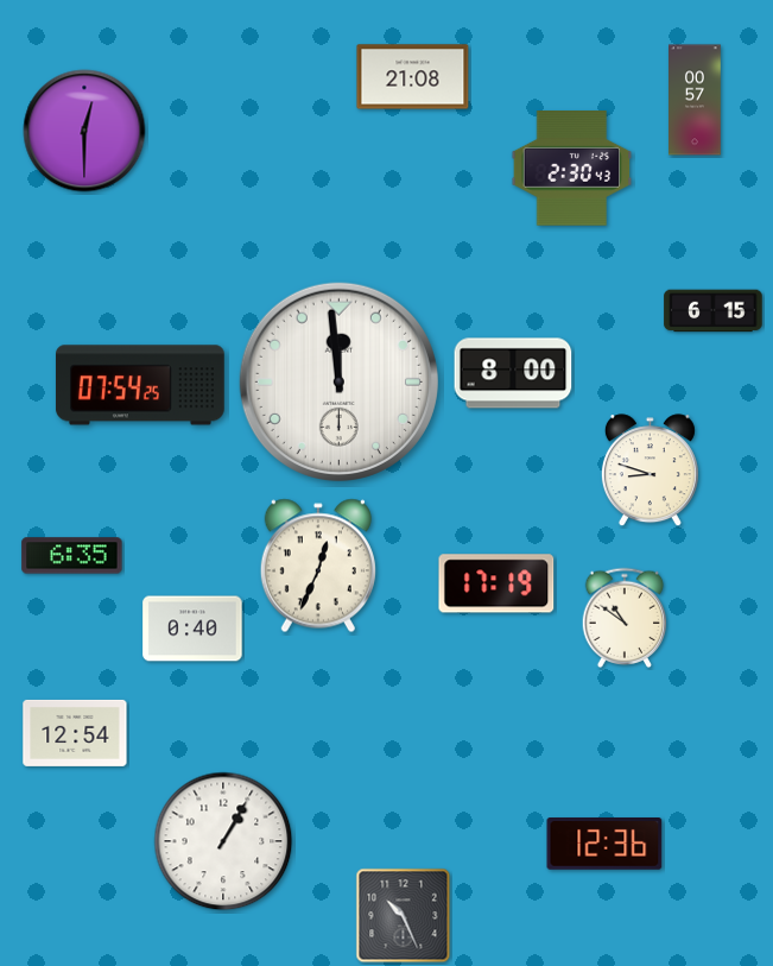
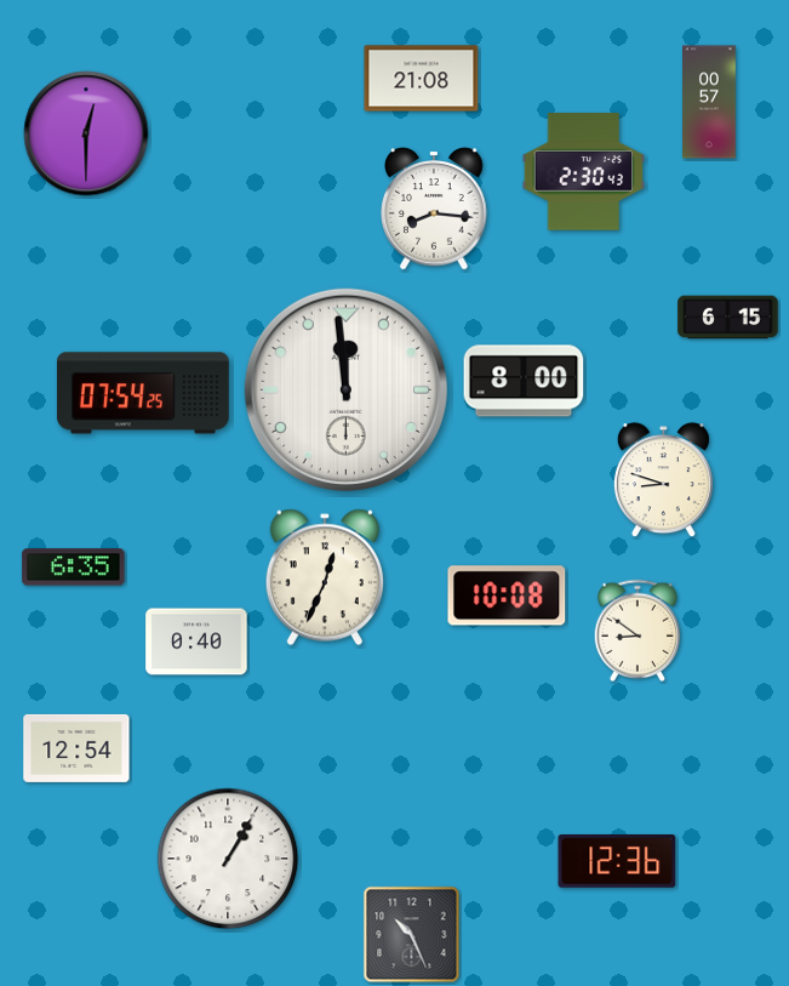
clock at (434, 209): none -> 8:16
clock at (496, 583): 17:19 -> 10:08
clock at (625, 617): 10:51 -> 8:51
